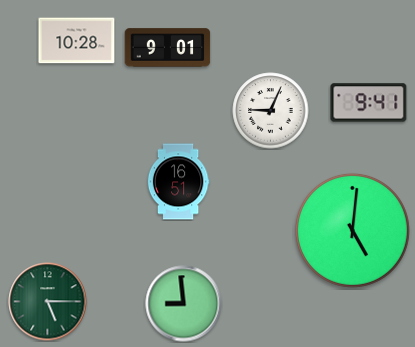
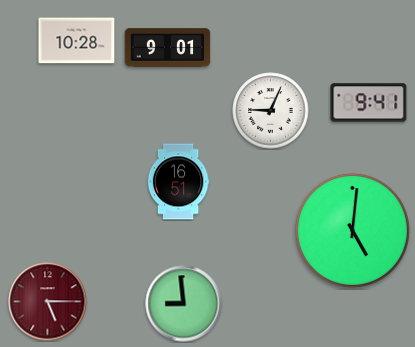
clock at (48, 302) dial: green -> burgundy
